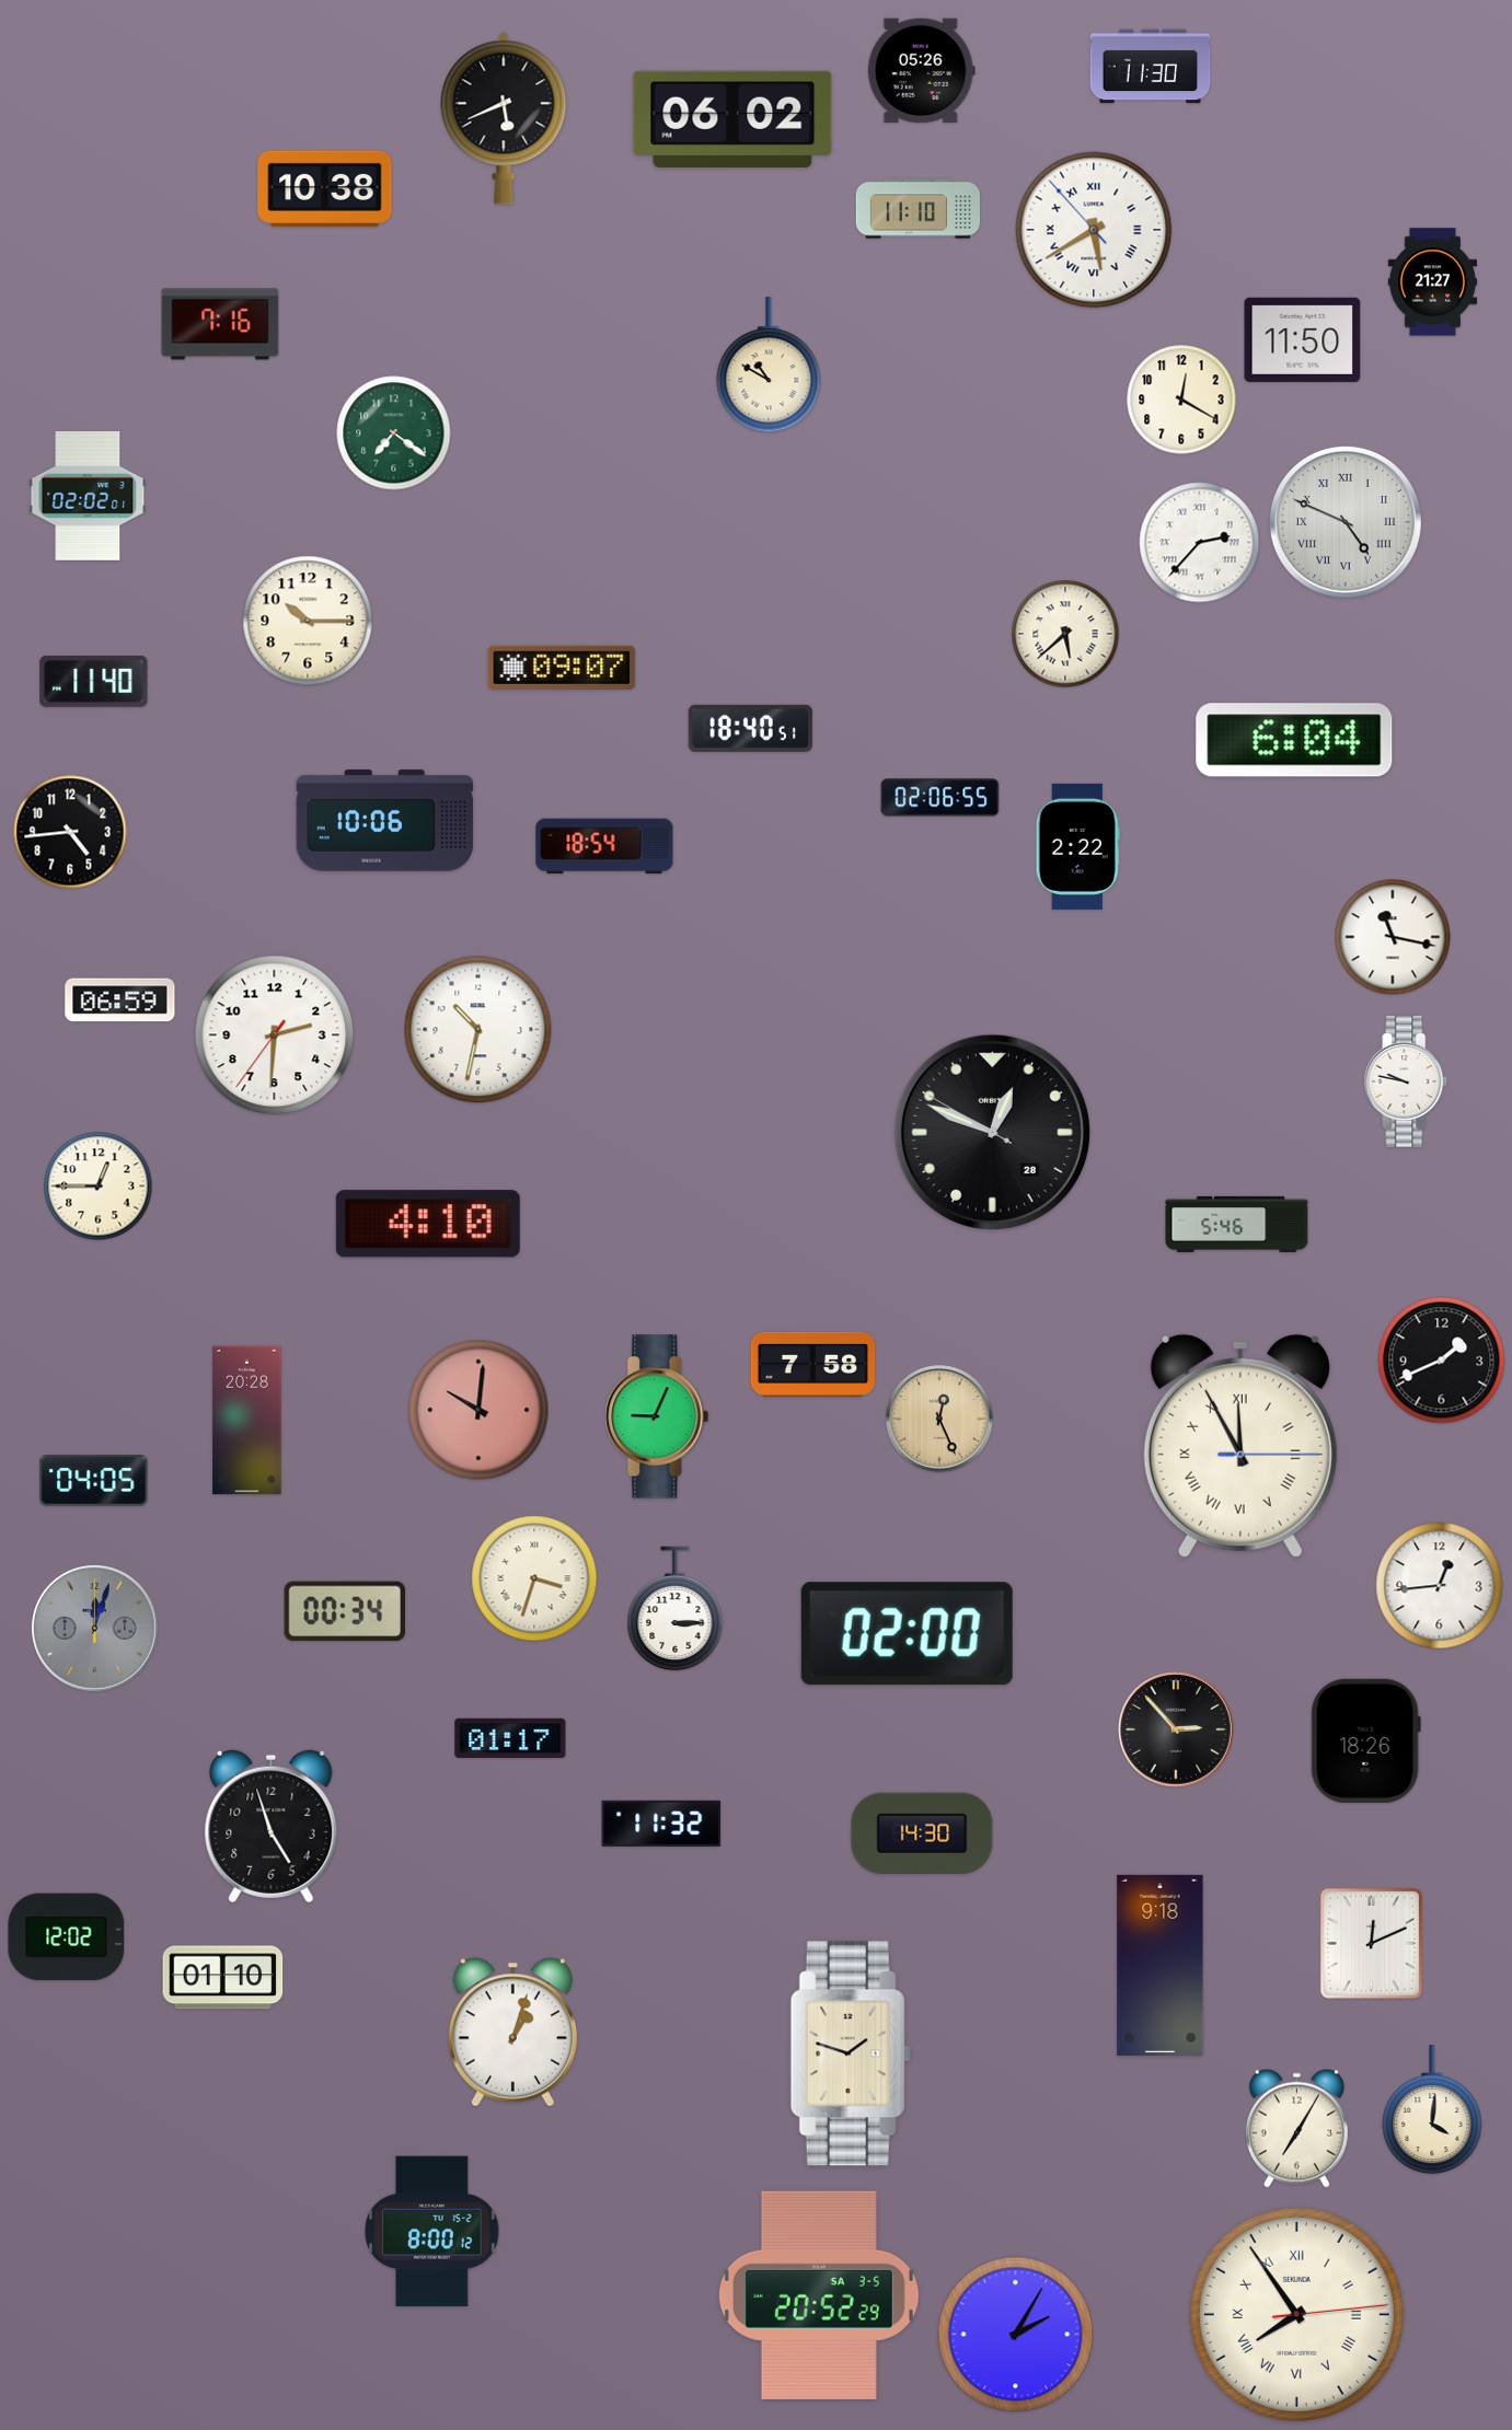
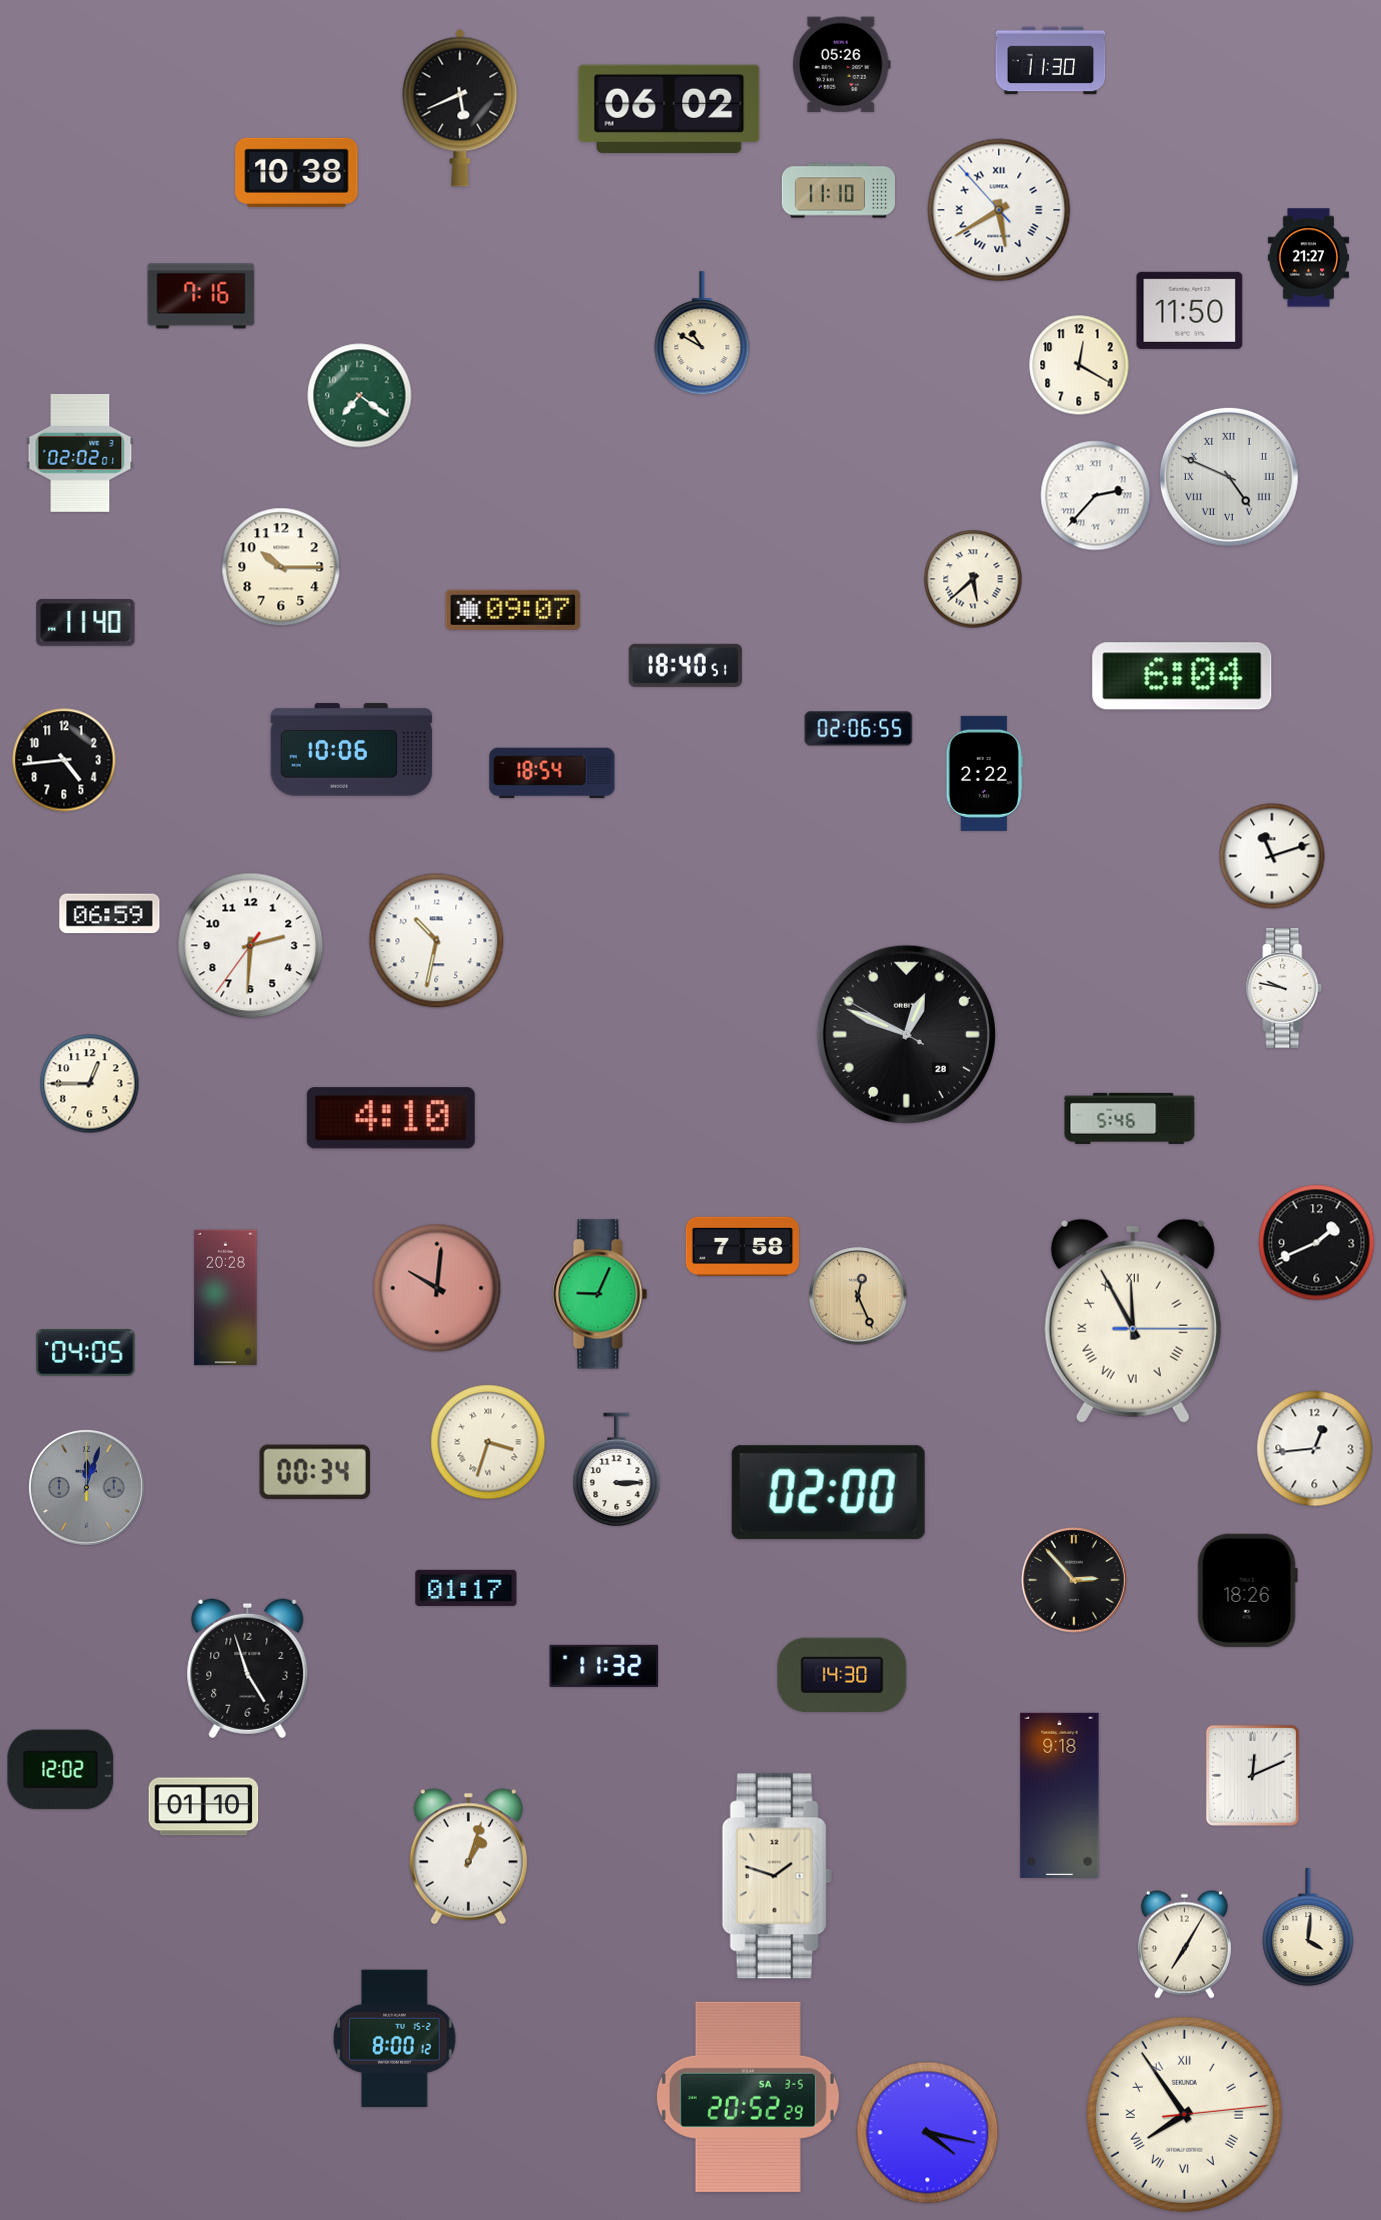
clock at (1393, 937): 11:17 -> 11:12
clock at (1016, 2335): 2:05 -> 4:17
